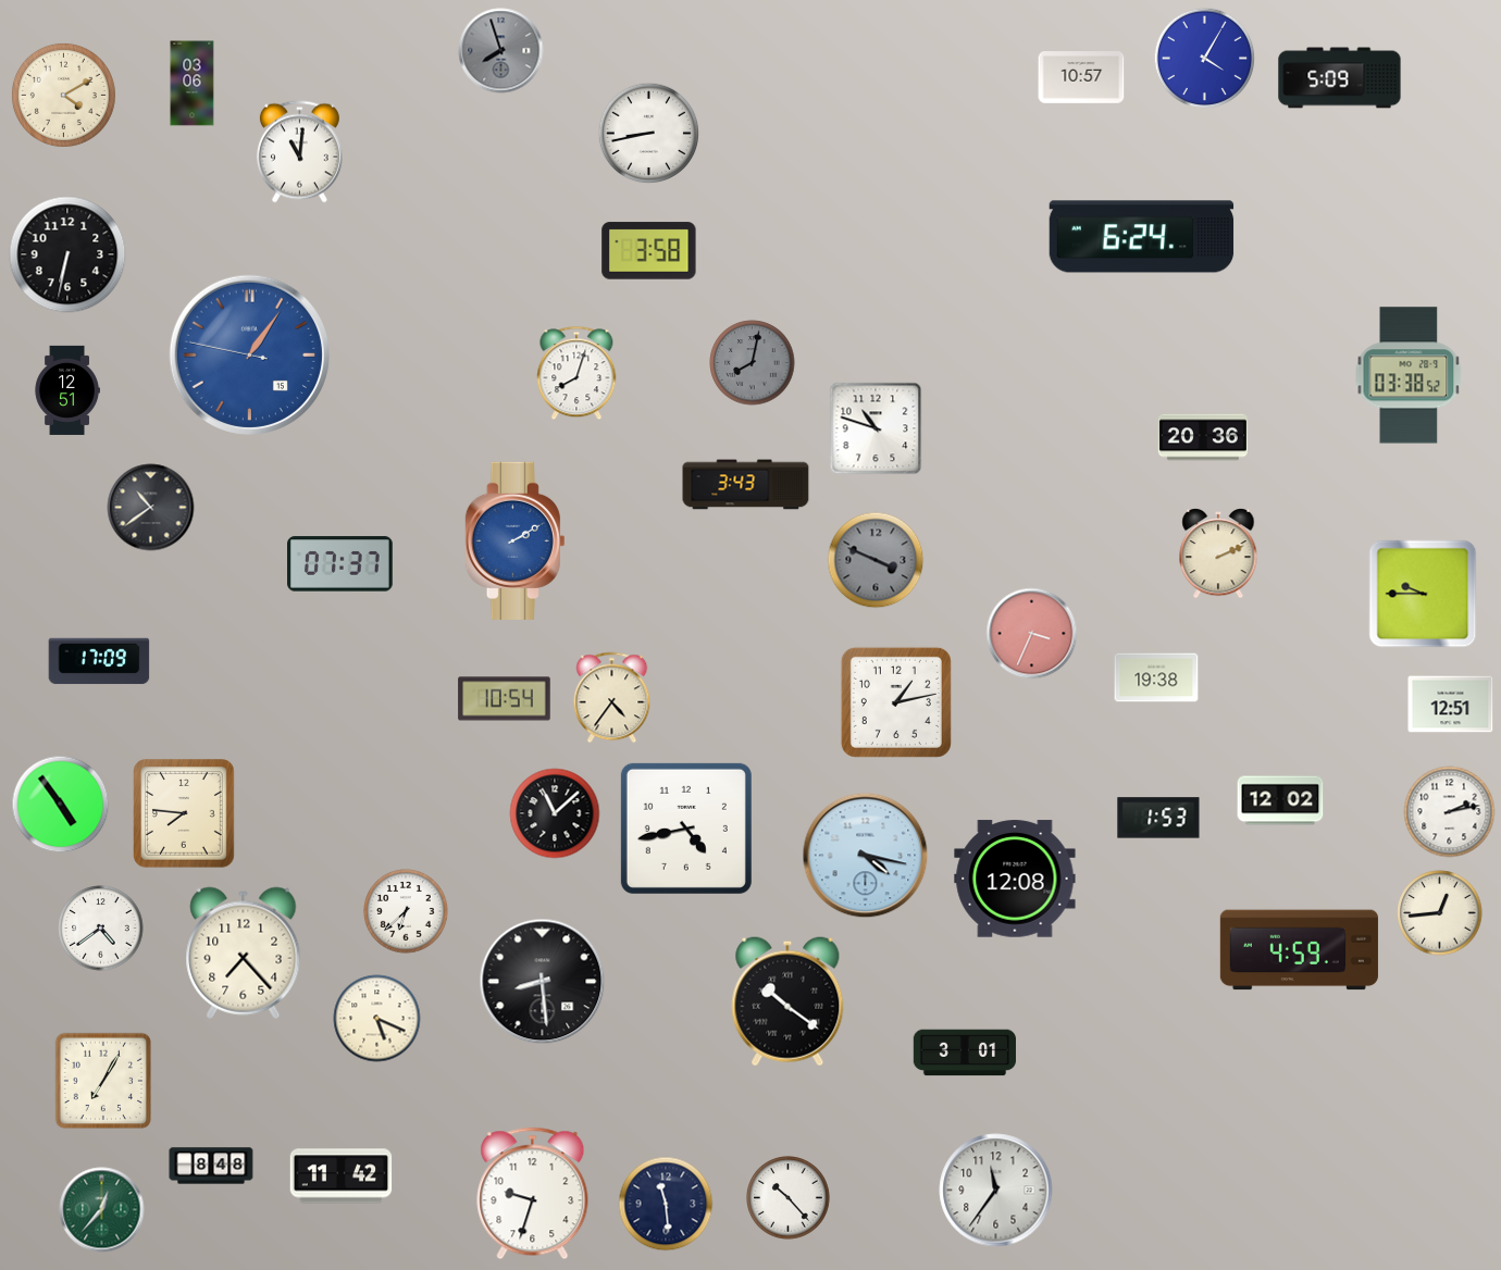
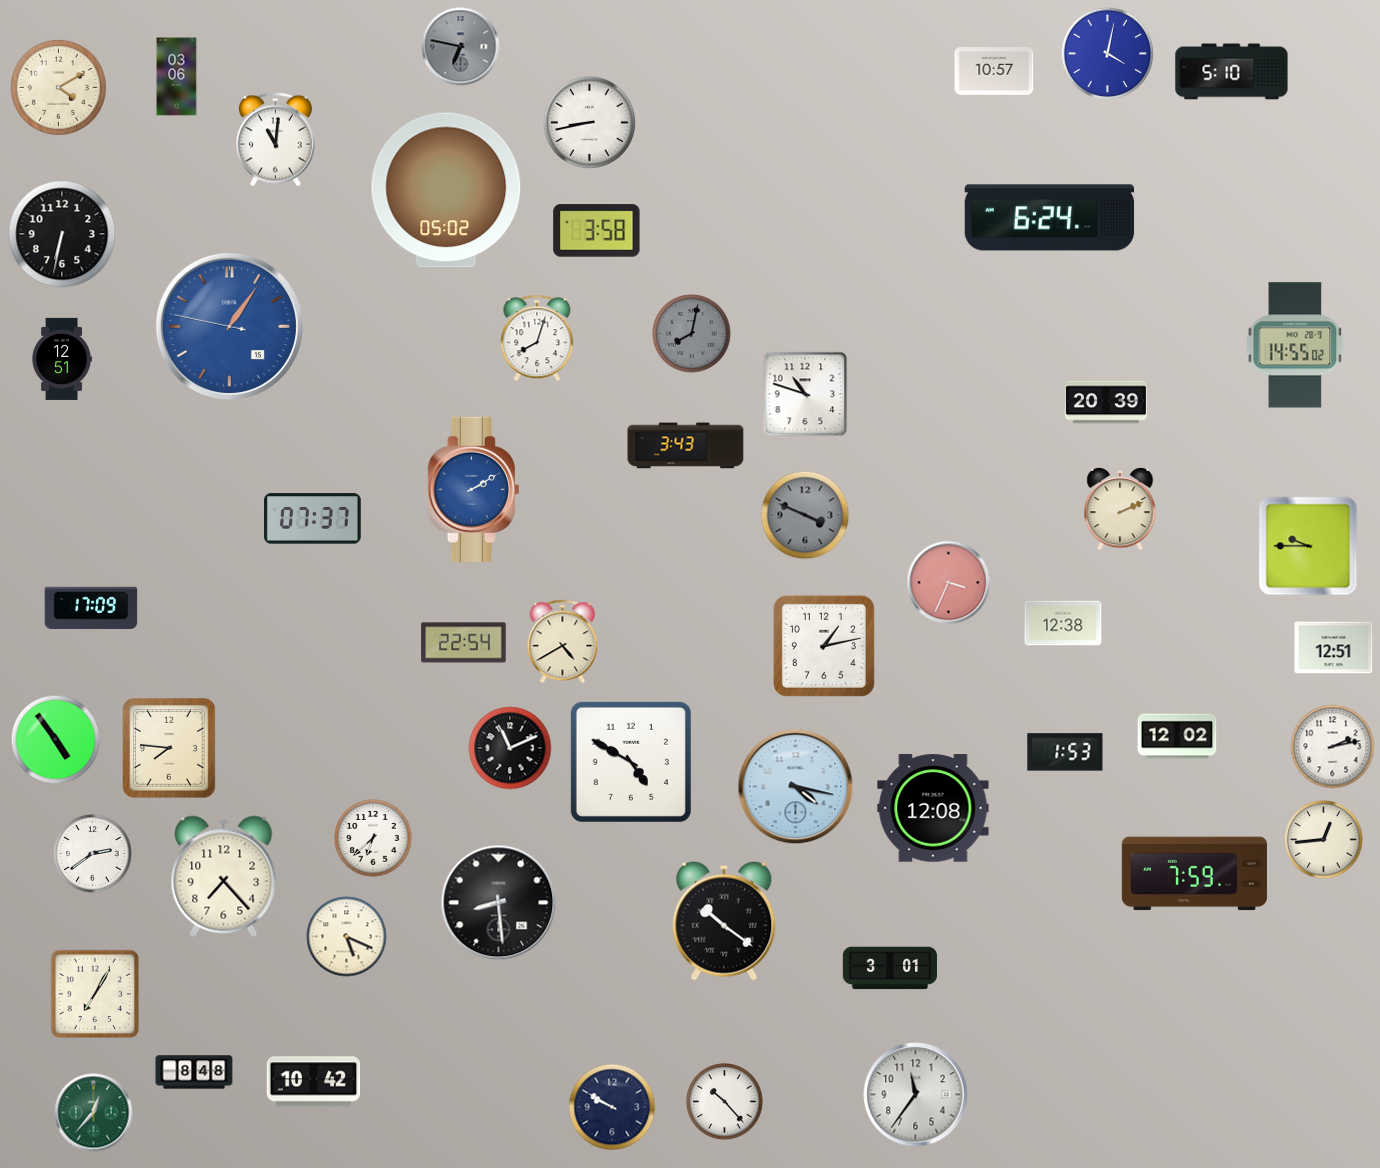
clock at (501, 51): 7:57 -> 6:47
clock at (1205, 59): 4:05 -> 4:02
clock at (1340, 78): 5:09 -> 5:10
clock at (649, 134) position: (649, 134) -> (590, 123)
clock at (446, 190): none -> 05:02
clock at (576, 373) position: (576, 373) -> (537, 338)
clock at (1409, 375): 03:38 -> 14:55
clock at (1203, 437): 20:36 -> 20:39
clock at (151, 508): 10:39 -> none
clock at (514, 540) position: (514, 540) -> (473, 489)
clock at (1156, 677): 19:38 -> 12:38
clock at (612, 698): 4:36 -> 4:40
clock at (505, 699): 10:54 -> 22:54
clock at (555, 813): 11:08 -> 11:11
clock at (686, 829): 4:43 -> 4:50
clock at (101, 929): 4:39 -> 2:39
clock at (1299, 950): 4:59 -> 7:59
clock at (964, 1053) position: (964, 1053) -> (889, 968)
clock at (342, 1176): 11:42 -> 10:42
clock at (533, 1194): 9:33 -> none
clock at (666, 1204): 11:29 -> 9:50
